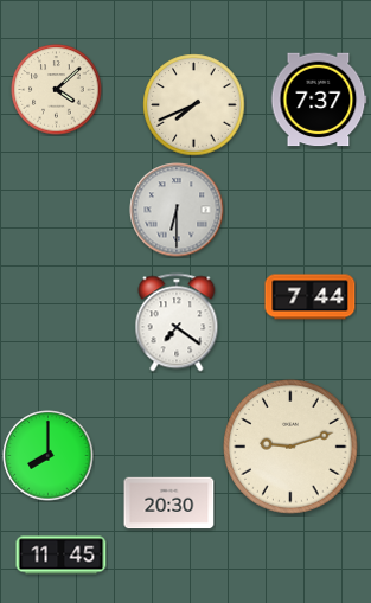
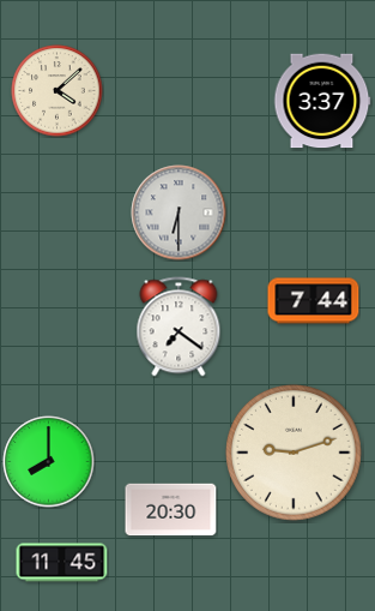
clock at (319, 100): 7:37 -> 3:37
clock at (194, 105): 7:41 -> none
